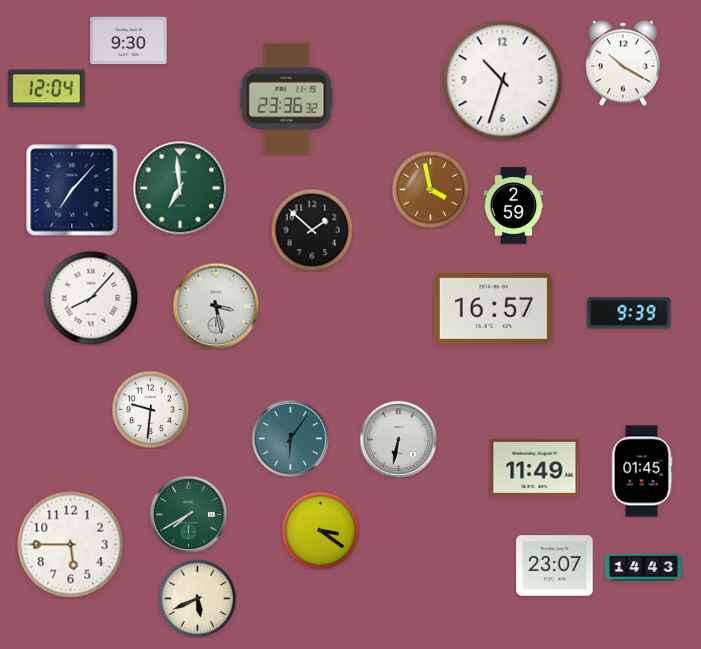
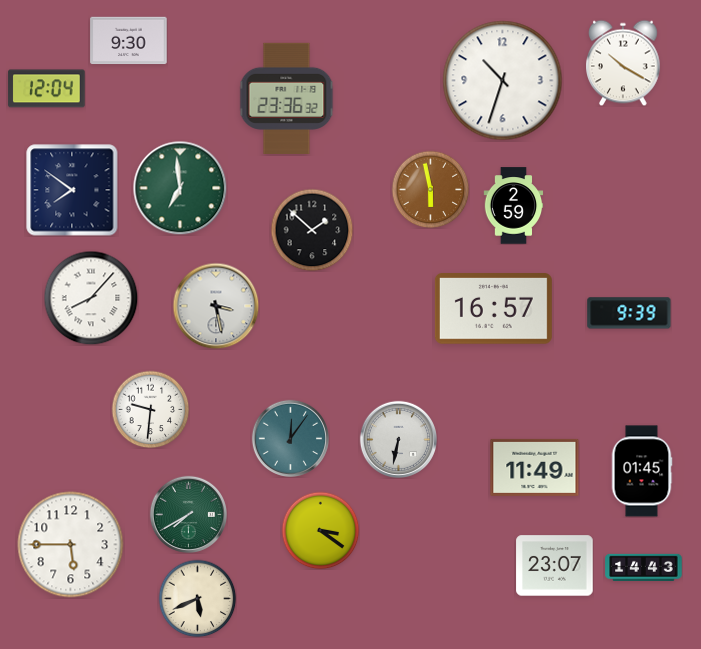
clock at (430, 189): 3:58 -> 5:58
clock at (72, 190): 7:07 -> 7:51
clock at (290, 438): 6:06 -> 12:06
